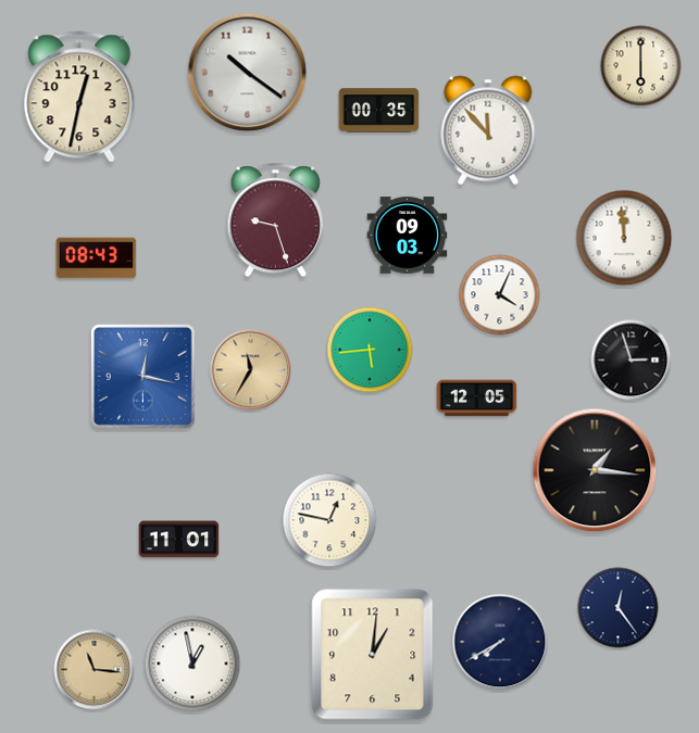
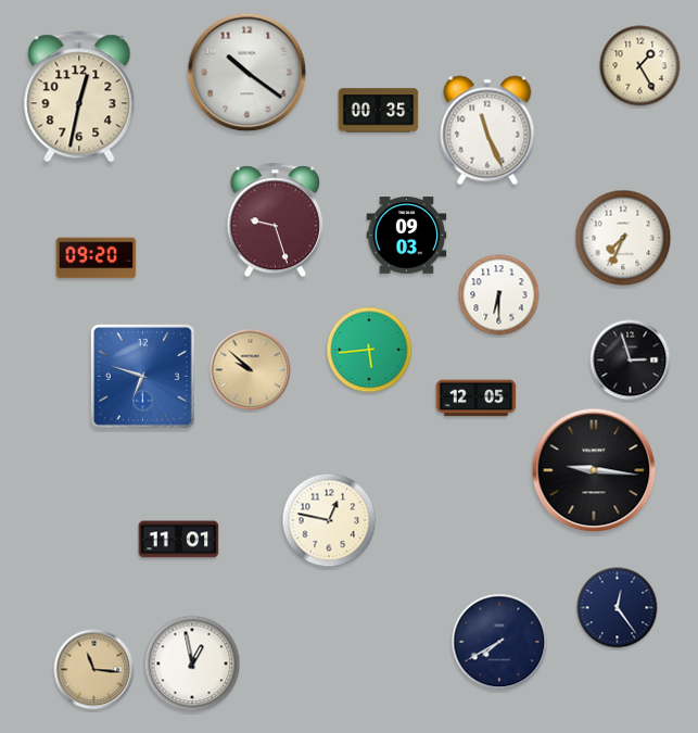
clock at (641, 66): 6:00 -> 1:25
clock at (488, 130): 11:53 -> 11:26
clock at (624, 238): 11:59 -> 7:34
clock at (97, 258): 08:43 -> 09:20
clock at (500, 295): 4:04 -> 6:30
clock at (251, 370): 11:35 -> 9:52
clock at (142, 376): 12:17 -> 6:48
clock at (595, 470): 1:16 -> 9:16
clock at (373, 655): 1:01 -> none
